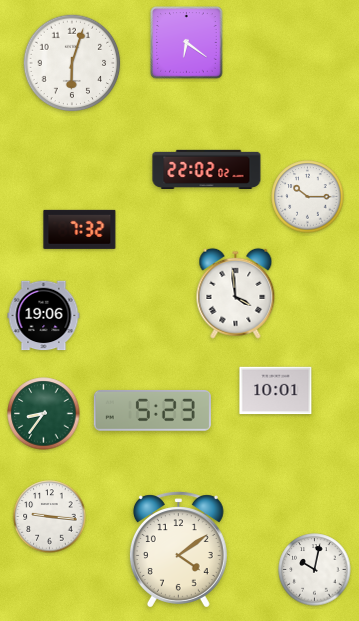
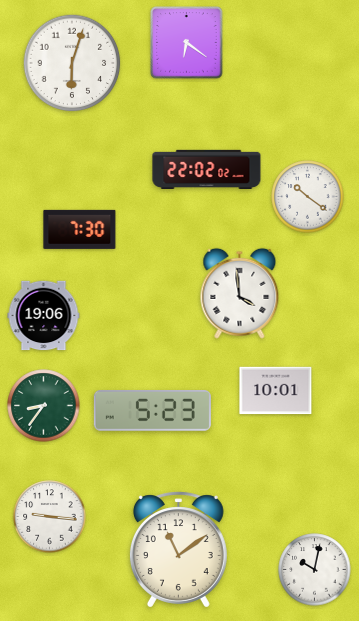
clock at (308, 197): 10:15 -> 10:21
clock at (80, 229): 7:32 -> 7:30
clock at (236, 293) position: (236, 293) -> (240, 293)
clock at (44, 414) position: (44, 414) -> (44, 406)
clock at (178, 550): 4:09 -> 11:09
